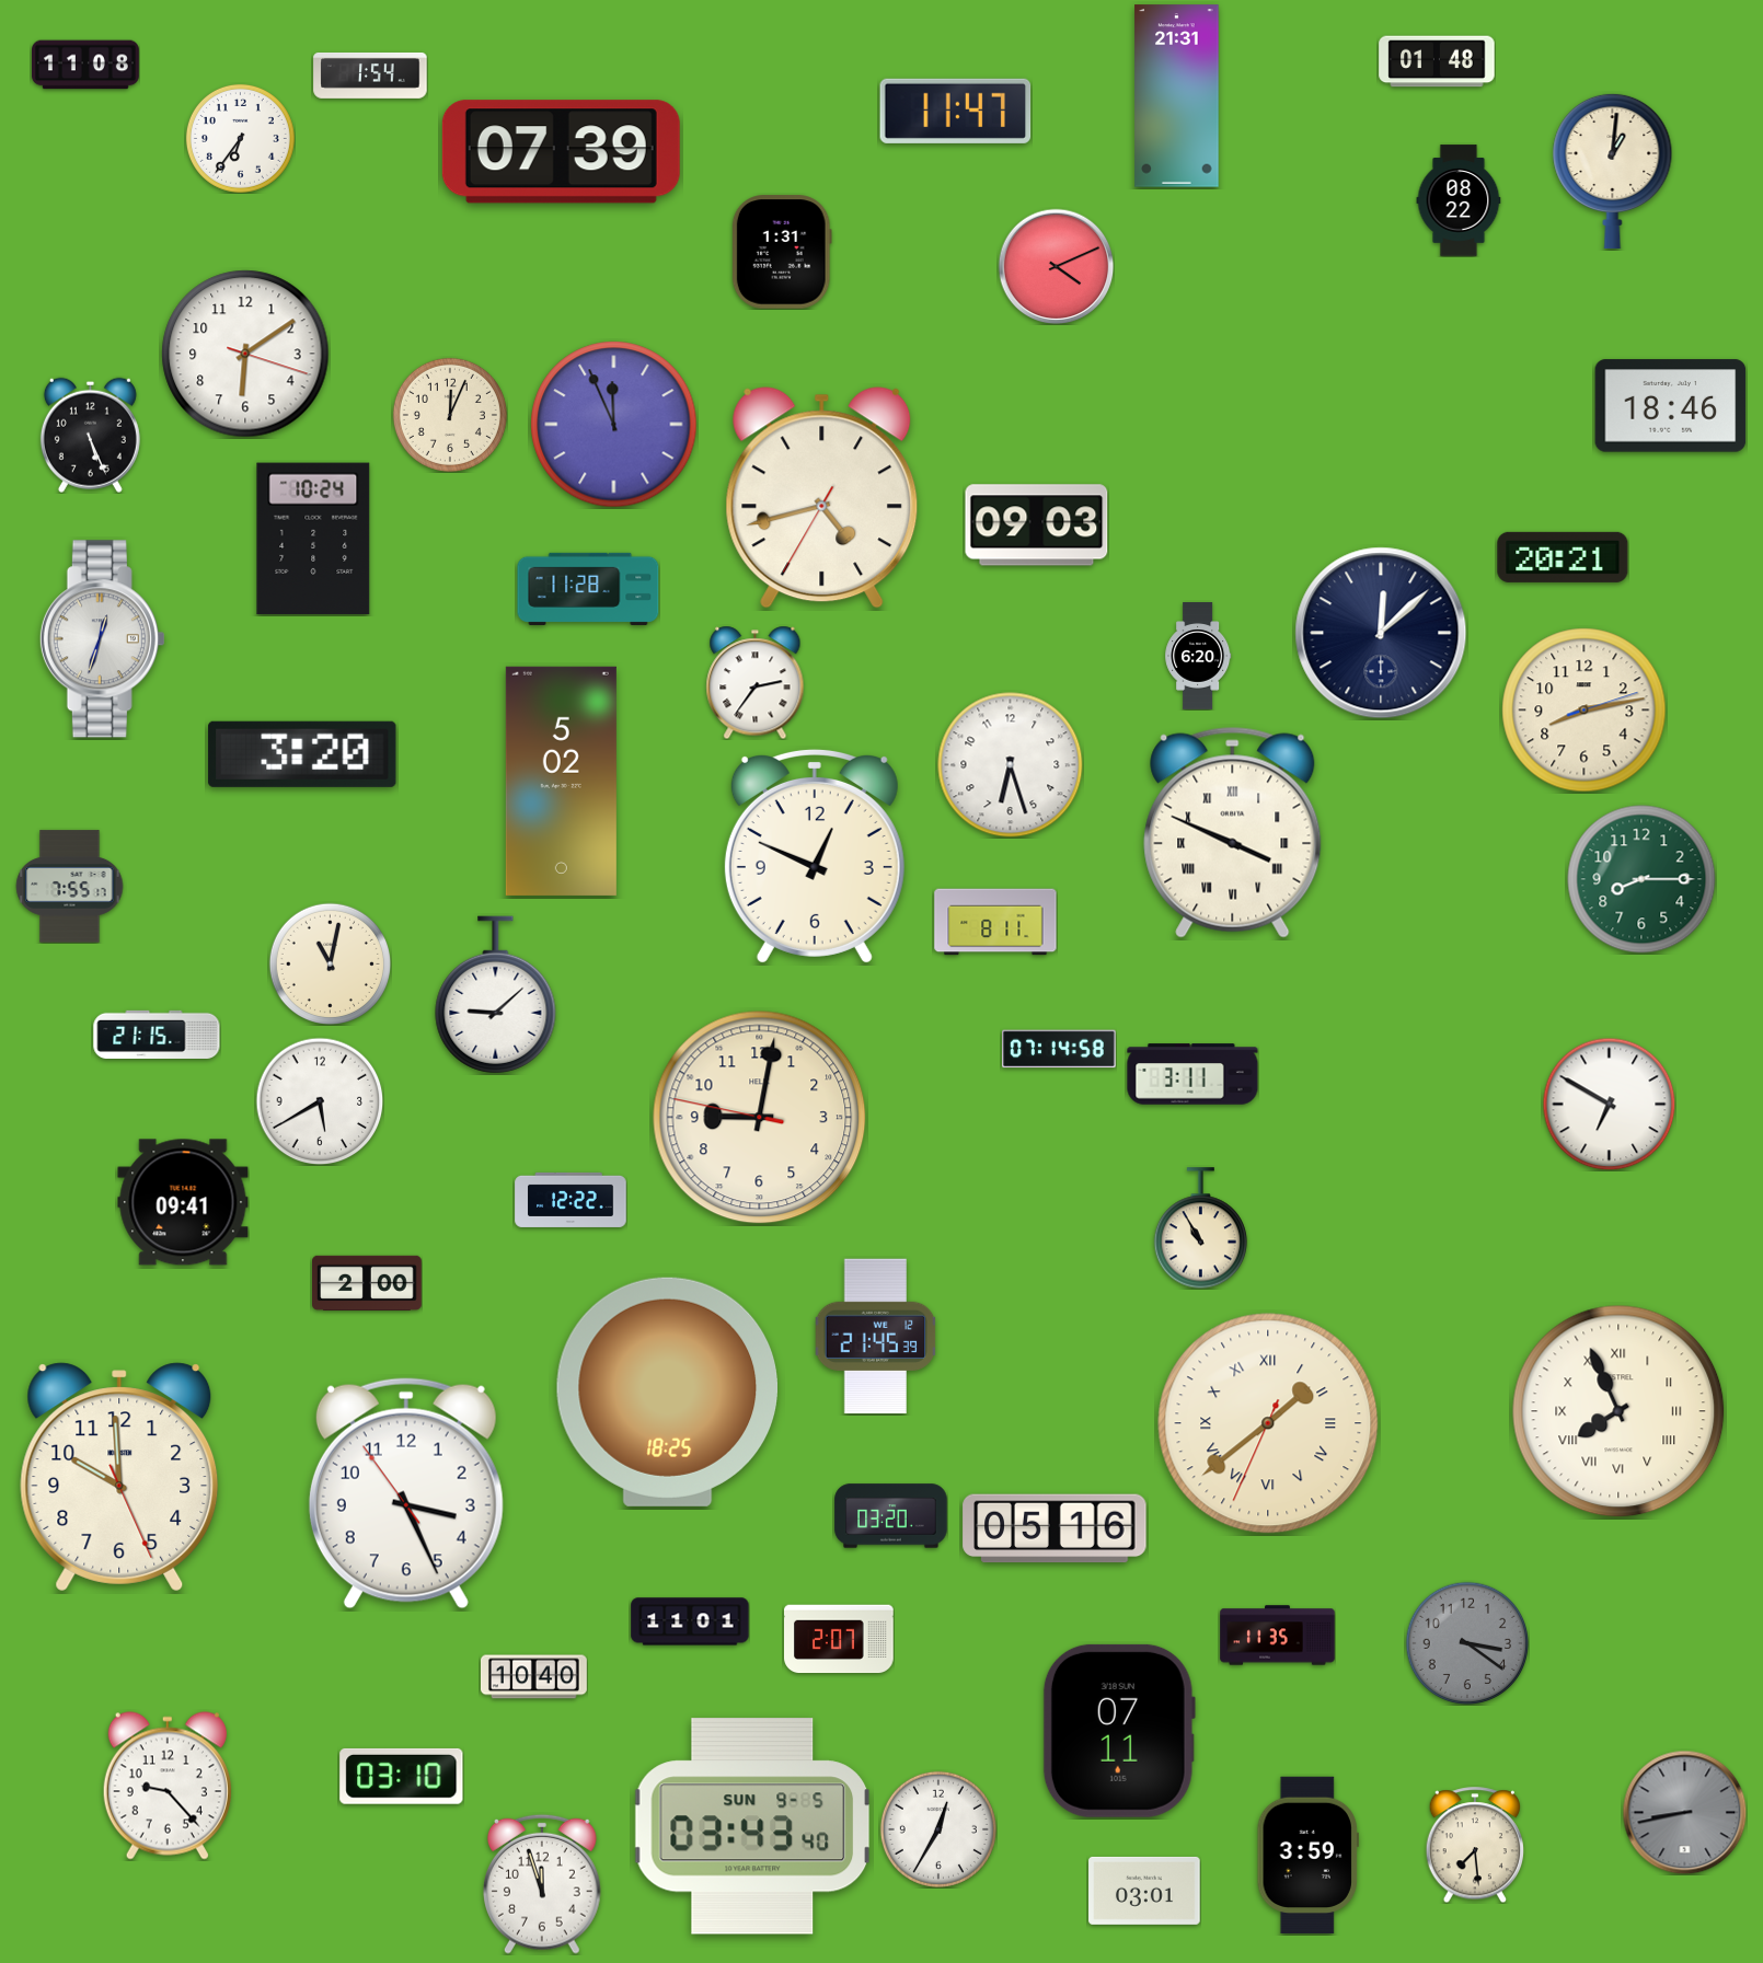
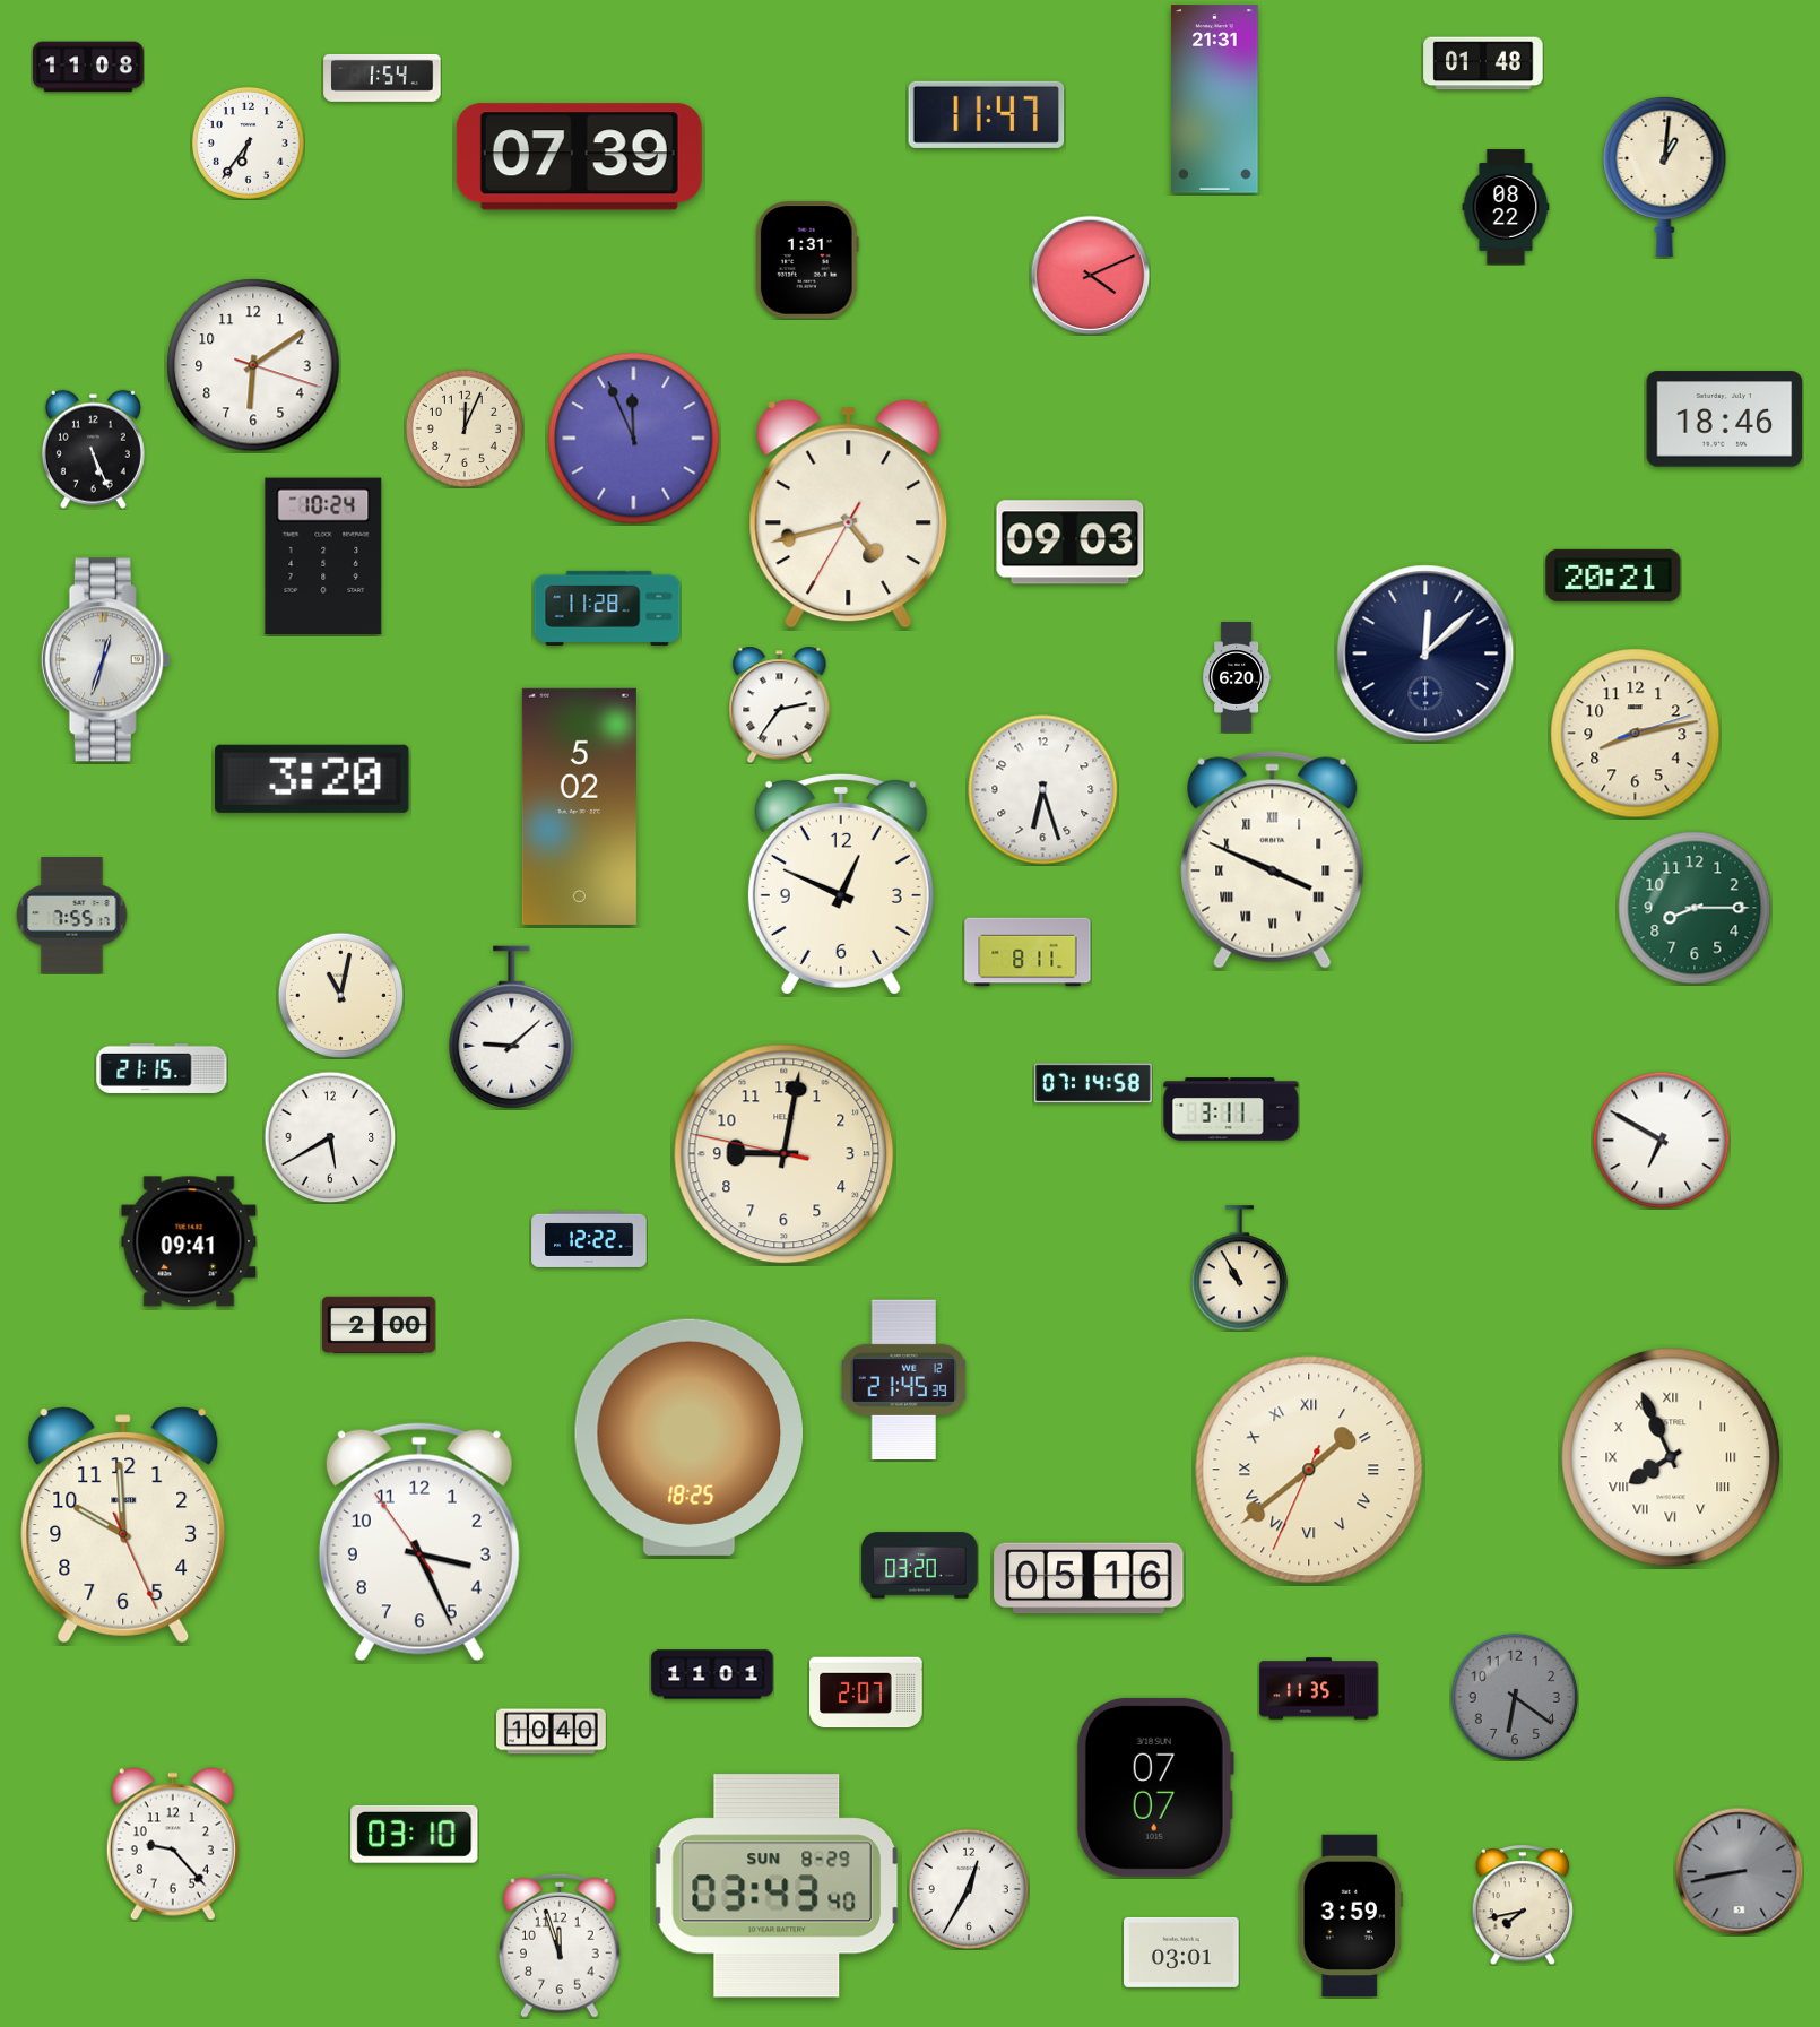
clock at (1467, 1643): 3:21 -> 6:21
clock at (1119, 1731): 07:11 -> 07:07
clock at (752, 1826) date: SUN 9-5 -> SUN 8-29
clock at (1474, 1845): 7:29 -> 7:43
